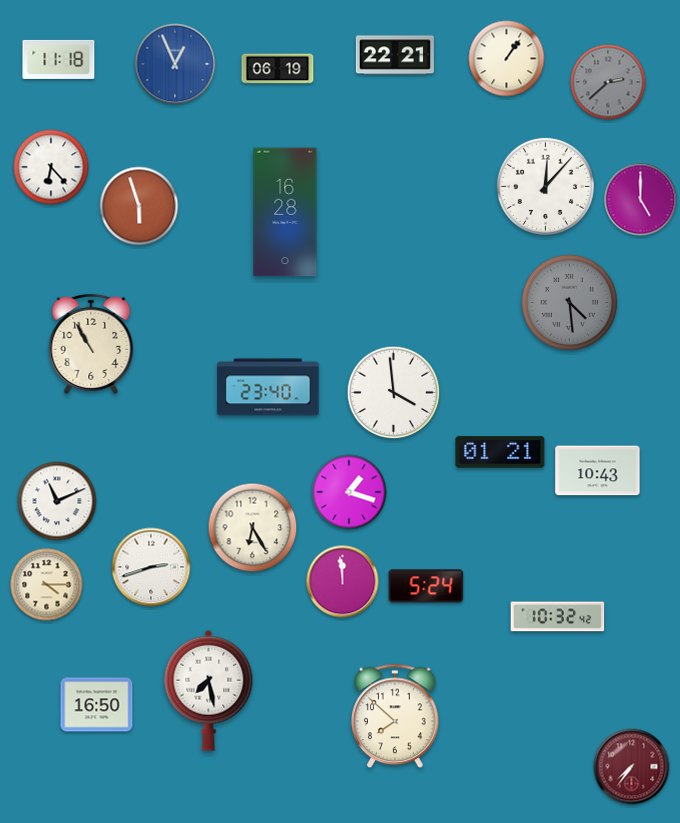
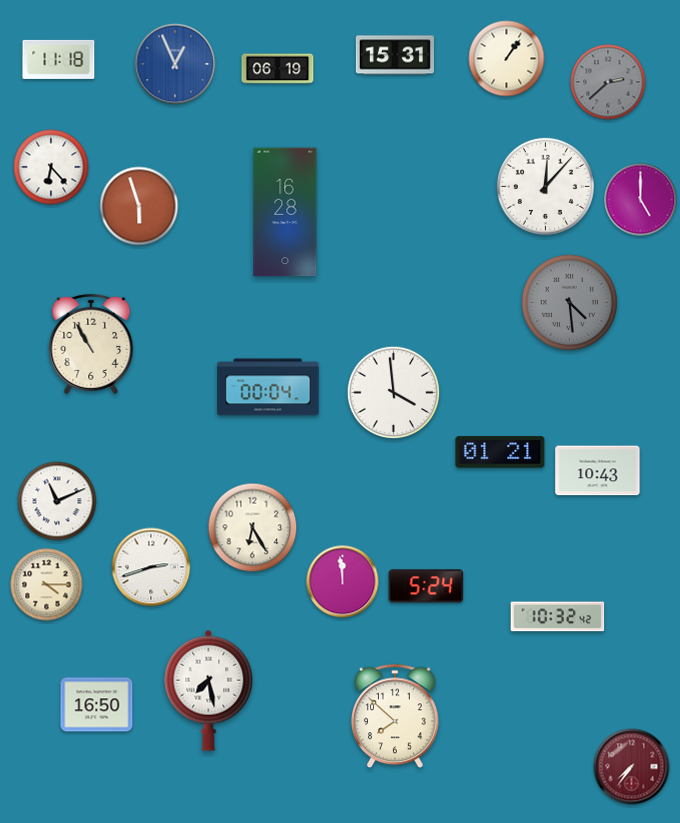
clock at (395, 55): 22:21 -> 15:31
clock at (268, 387): 23:40 -> 00:04
clock at (349, 492): 1:18 -> none
